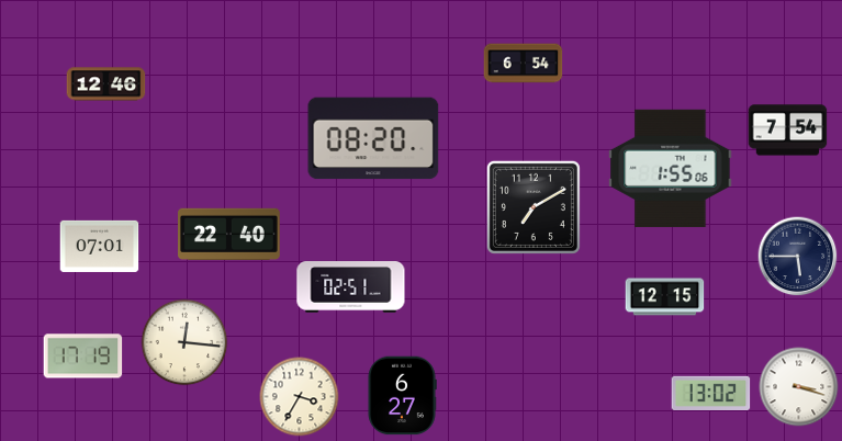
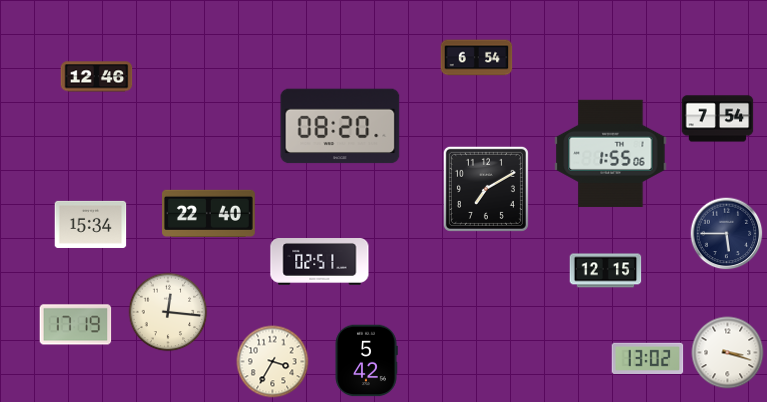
clock at (100, 246): 07:01 -> 15:34
clock at (402, 396): 6:27 -> 5:42
